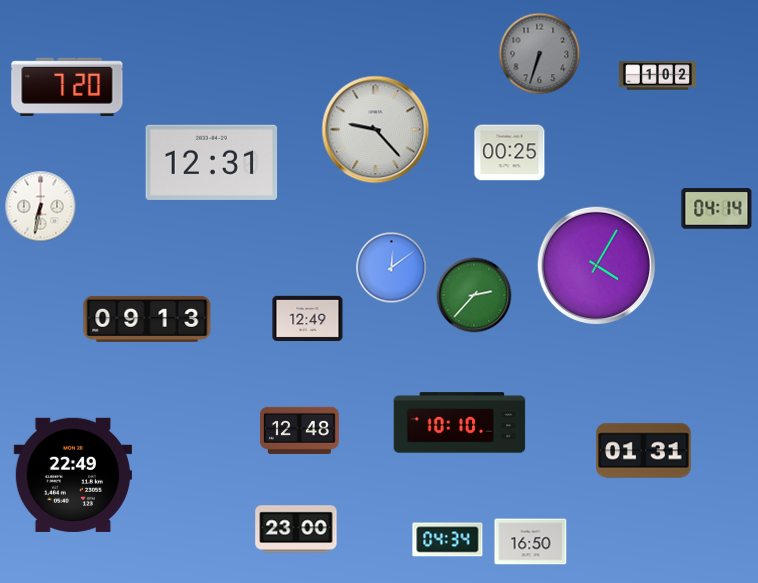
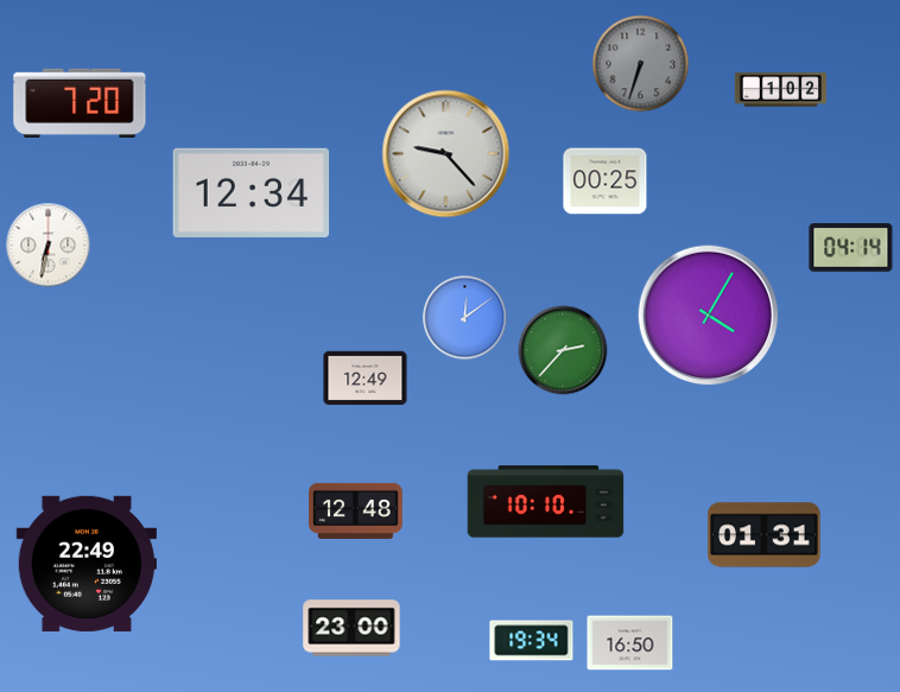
clock at (212, 162): 12:31 -> 12:34
clock at (147, 319): 09:13 -> none
clock at (448, 540): 04:34 -> 19:34
